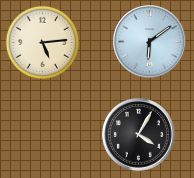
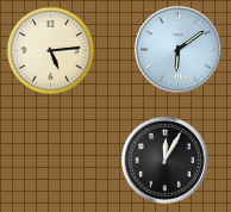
clock at (139, 135): 4:05 -> 12:05
